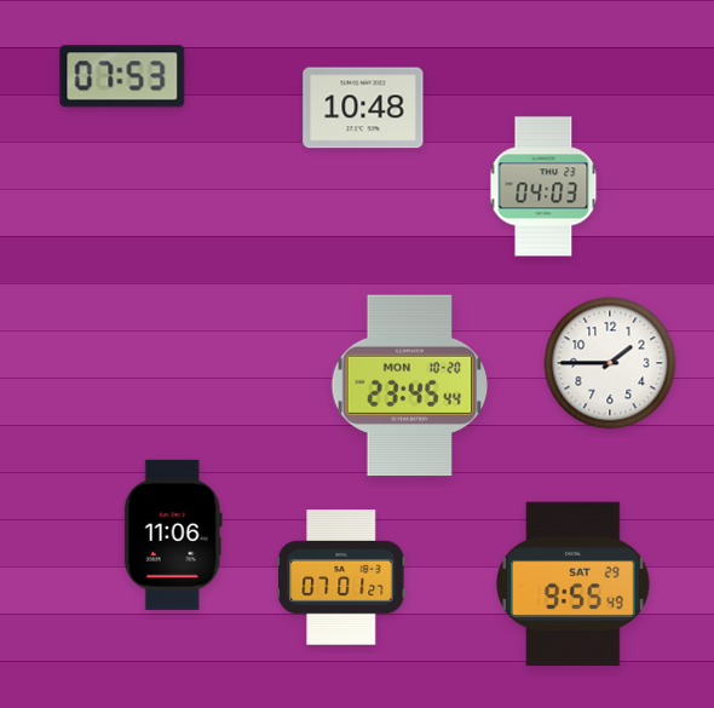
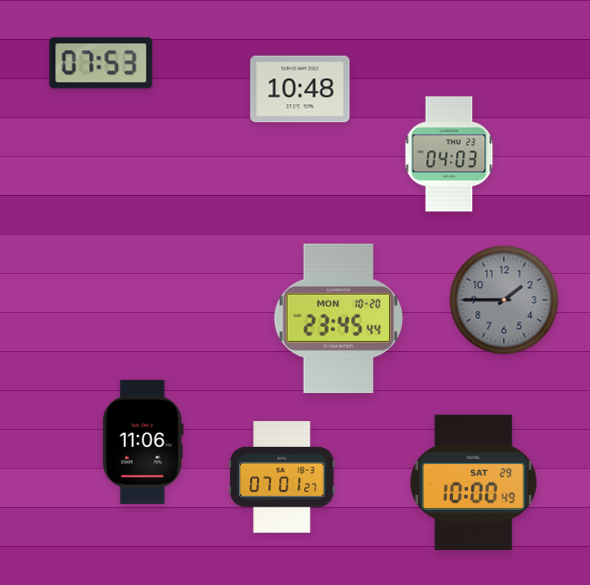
clock at (610, 363) dial: white -> grey
clock at (574, 585): 9:55 -> 10:00
